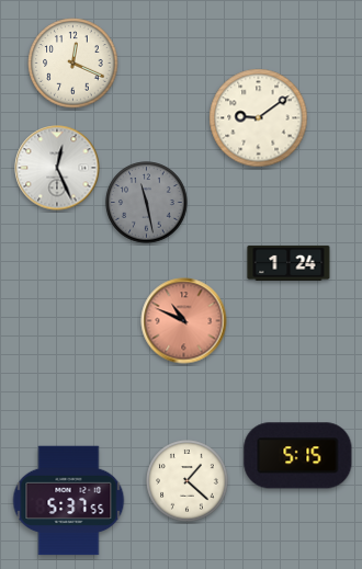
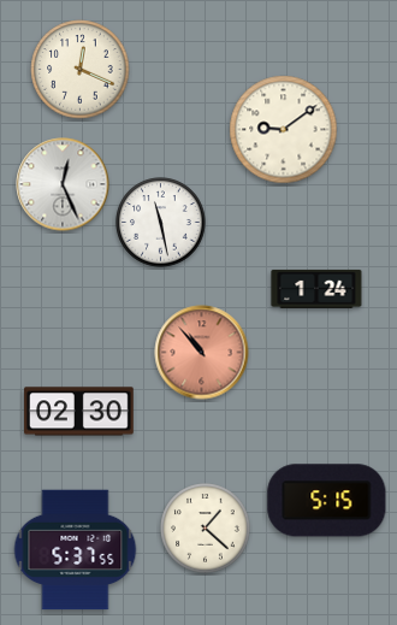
clock at (147, 203) dial: grey -> white
clock at (184, 321): 10:49 -> 10:53
clock at (79, 412): none -> 02:30
